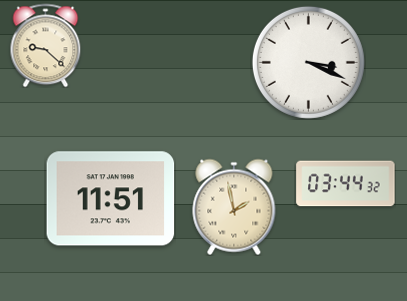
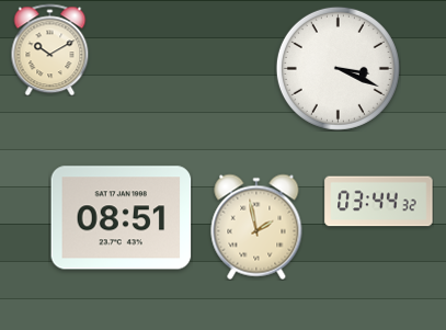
clock at (46, 45): 9:22 -> 10:10
clock at (111, 199): 11:51 -> 08:51
